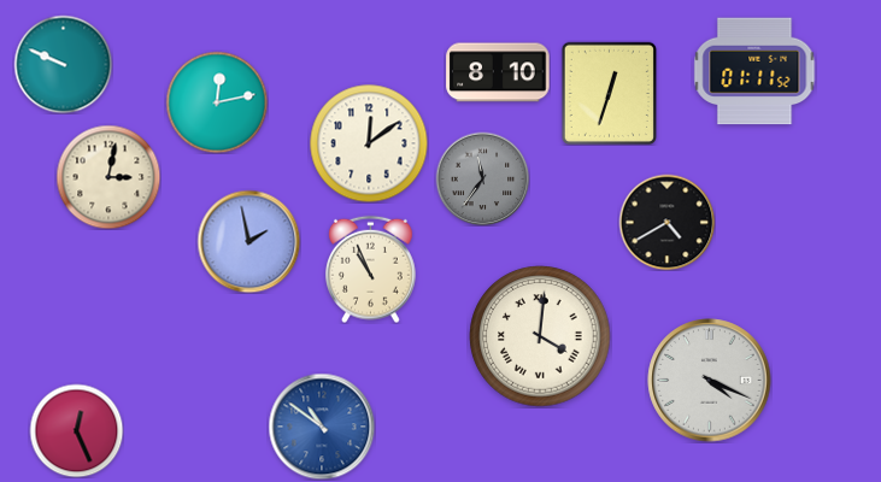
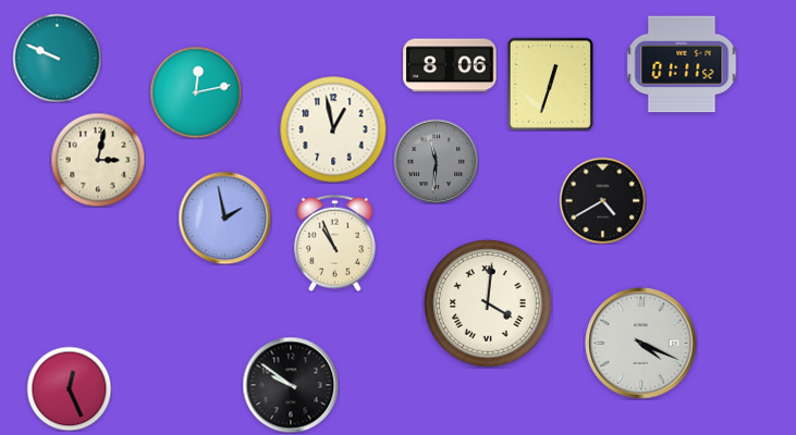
clock at (498, 72): 8:10 -> 8:06
clock at (369, 143): 12:09 -> 12:58
clock at (482, 178): 11:36 -> 11:31
clock at (322, 427): 10:51 -> 9:51
clock at (322, 427) dial: blue -> black
